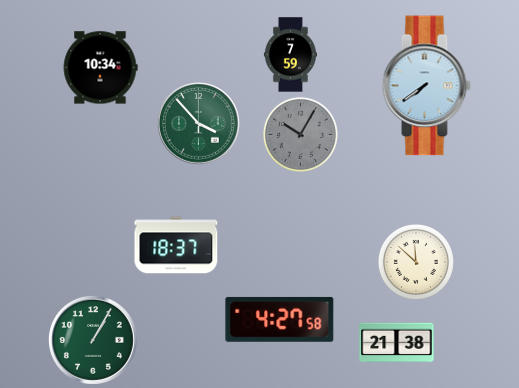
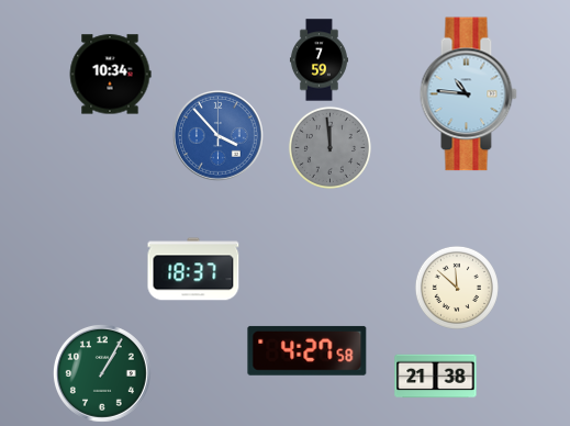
clock at (426, 86): 7:39 -> 10:46
clock at (199, 124) dial: green -> blue
clock at (300, 134): 10:05 -> 11:59
